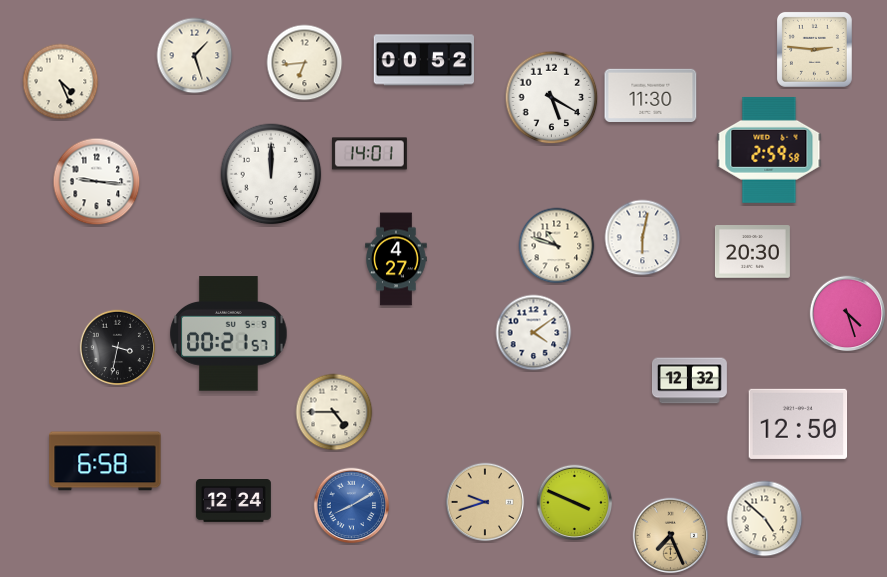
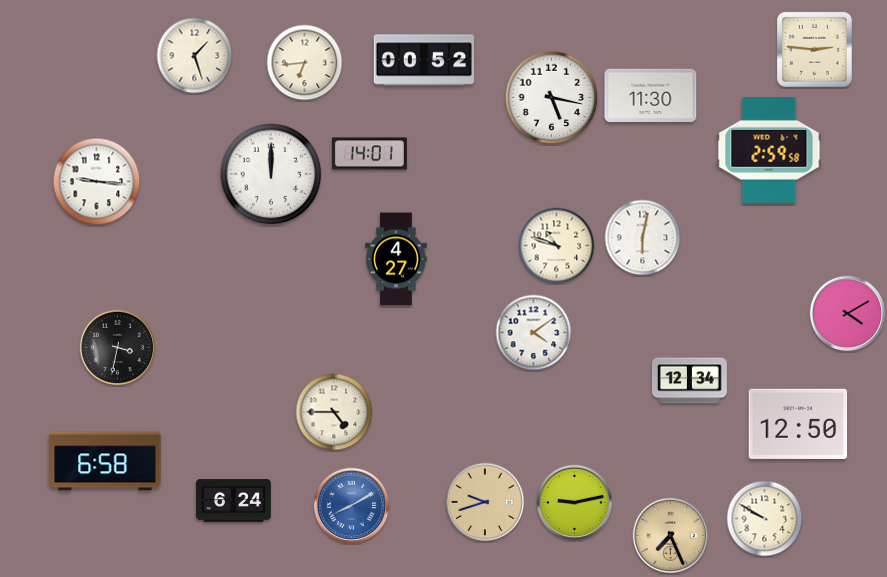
clock at (61, 82): 4:26 -> none
clock at (552, 98): 5:20 -> 5:17
clock at (752, 252): 20:30 -> none
clock at (848, 314): 4:27 -> 4:10
clock at (229, 334): 00:21 -> none
clock at (689, 381): 12:32 -> 12:34
clock at (233, 501): 12:24 -> 6:24
clock at (575, 503): 3:49 -> 9:13
clock at (765, 519): 4:52 -> 9:50
